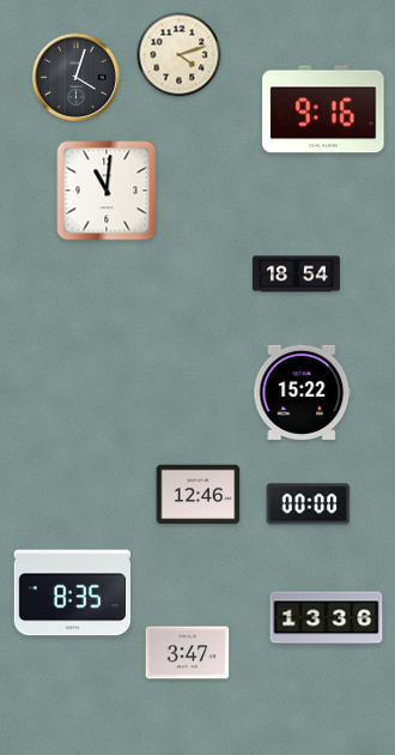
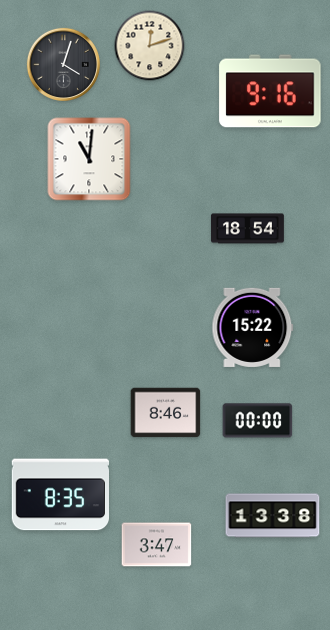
clock at (180, 55): 4:12 -> 12:12
clock at (199, 495): 12:46 -> 8:46
clock at (327, 618): 13:36 -> 13:38
